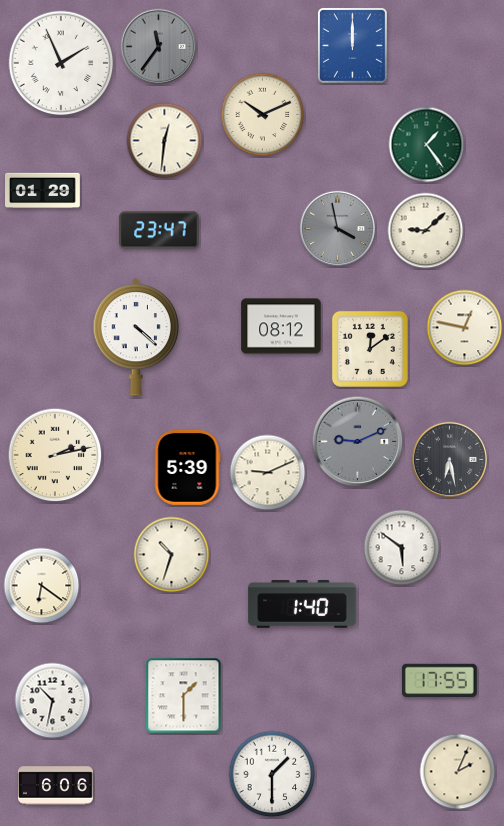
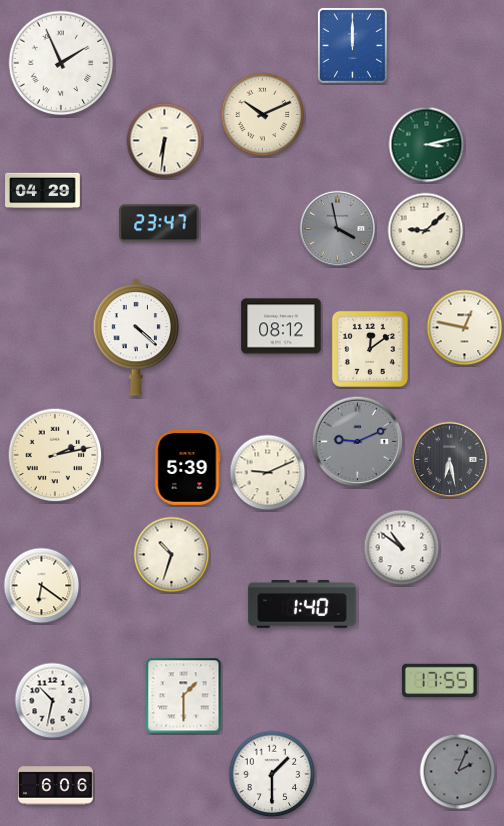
clock at (158, 46): 11:36 -> none
clock at (165, 141): 12:31 -> 6:31
clock at (427, 145): 1:24 -> 3:13
clock at (43, 191): 01:29 -> 04:29
clock at (159, 230) position: (159, 230) -> (159, 223)
clock at (402, 548): 5:51 -> 10:51
clock at (458, 772) dial: cream -> grey
